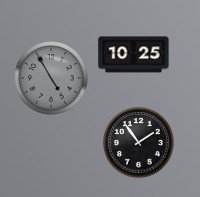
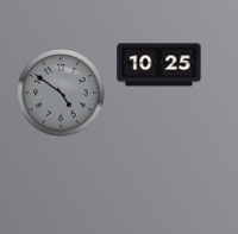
clock at (51, 78): 4:55 -> 4:51
clock at (139, 143): 1:54 -> none
